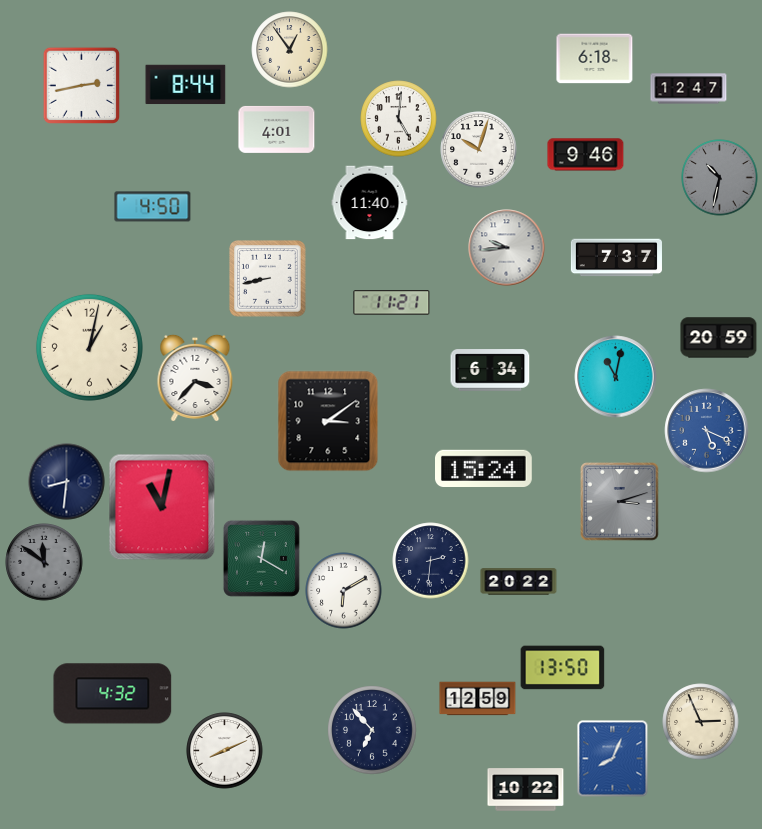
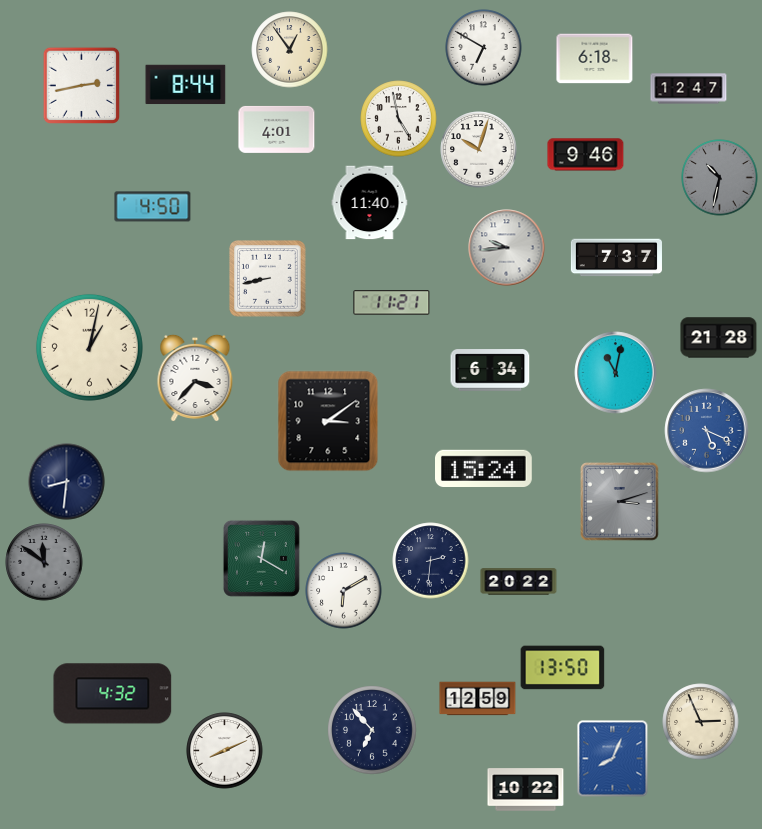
clock at (484, 48): none -> 6:50
clock at (399, 119): 5:01 -> 4:58
clock at (719, 338): 20:59 -> 21:28
clock at (616, 377) position: (616, 377) -> (616, 373)
clock at (162, 507): 11:02 -> none
